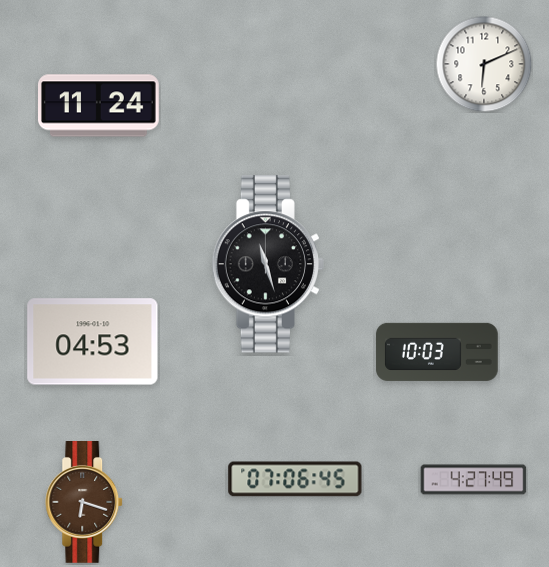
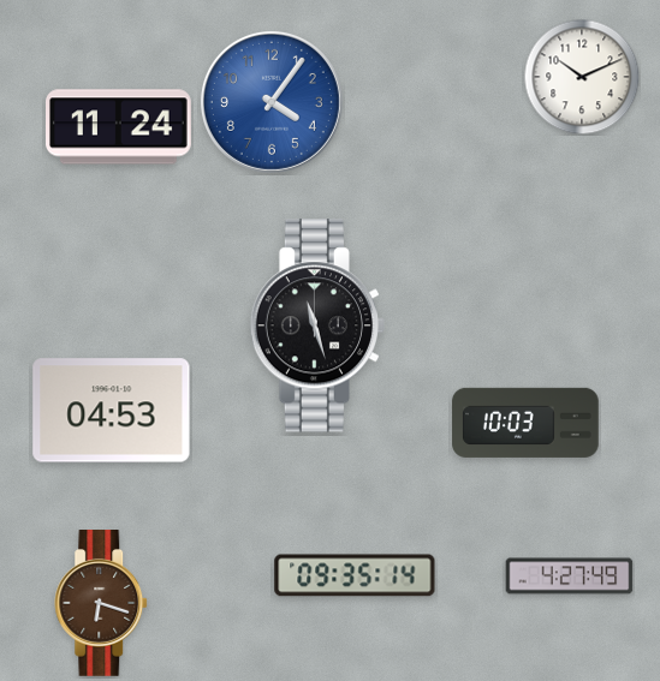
clock at (484, 64): 6:11 -> 10:11
clock at (272, 102): none -> 4:06
clock at (267, 264) position: (267, 264) -> (316, 325)
clock at (295, 479): 07:06 -> 09:35
